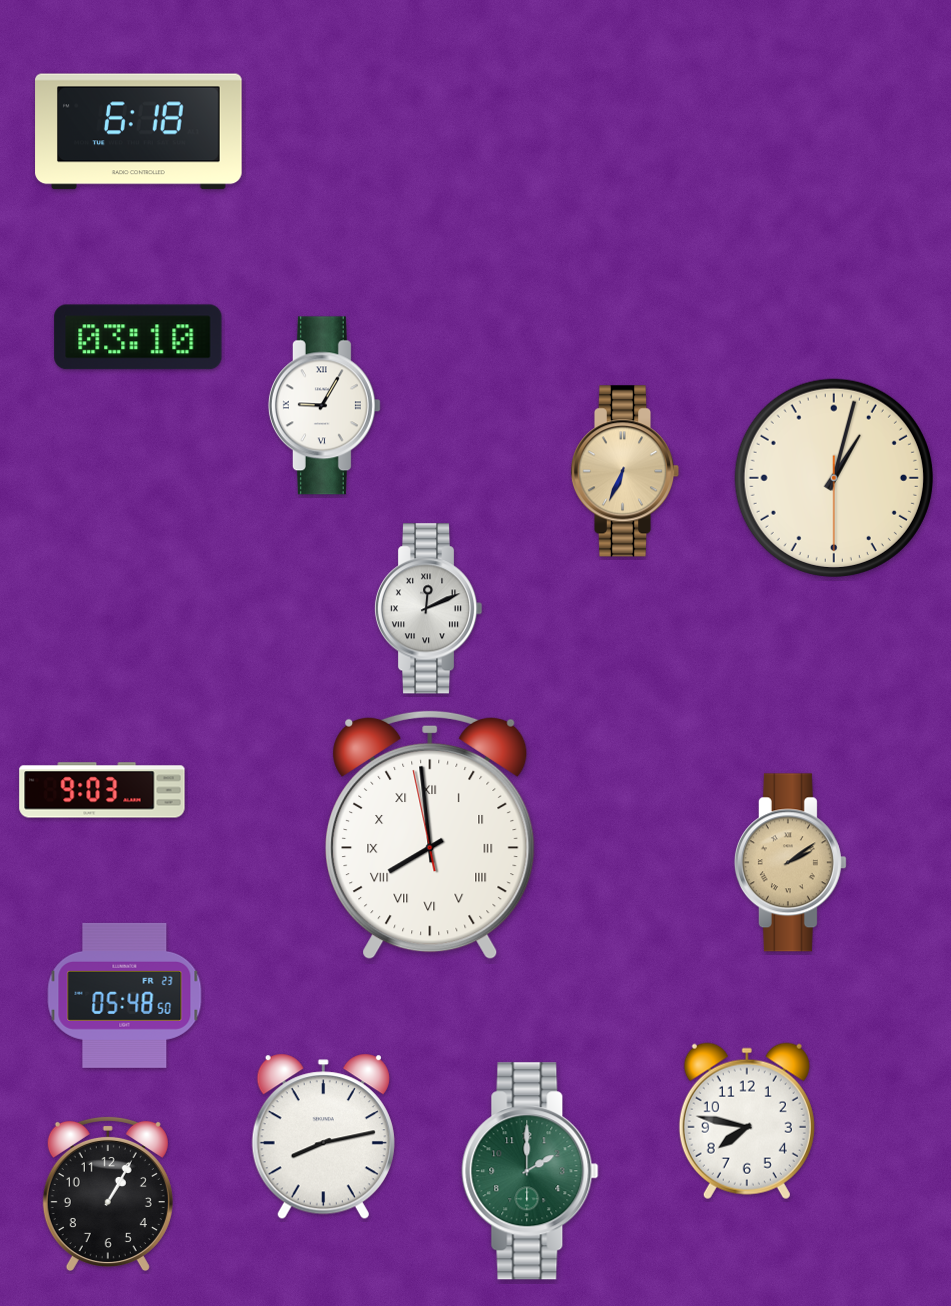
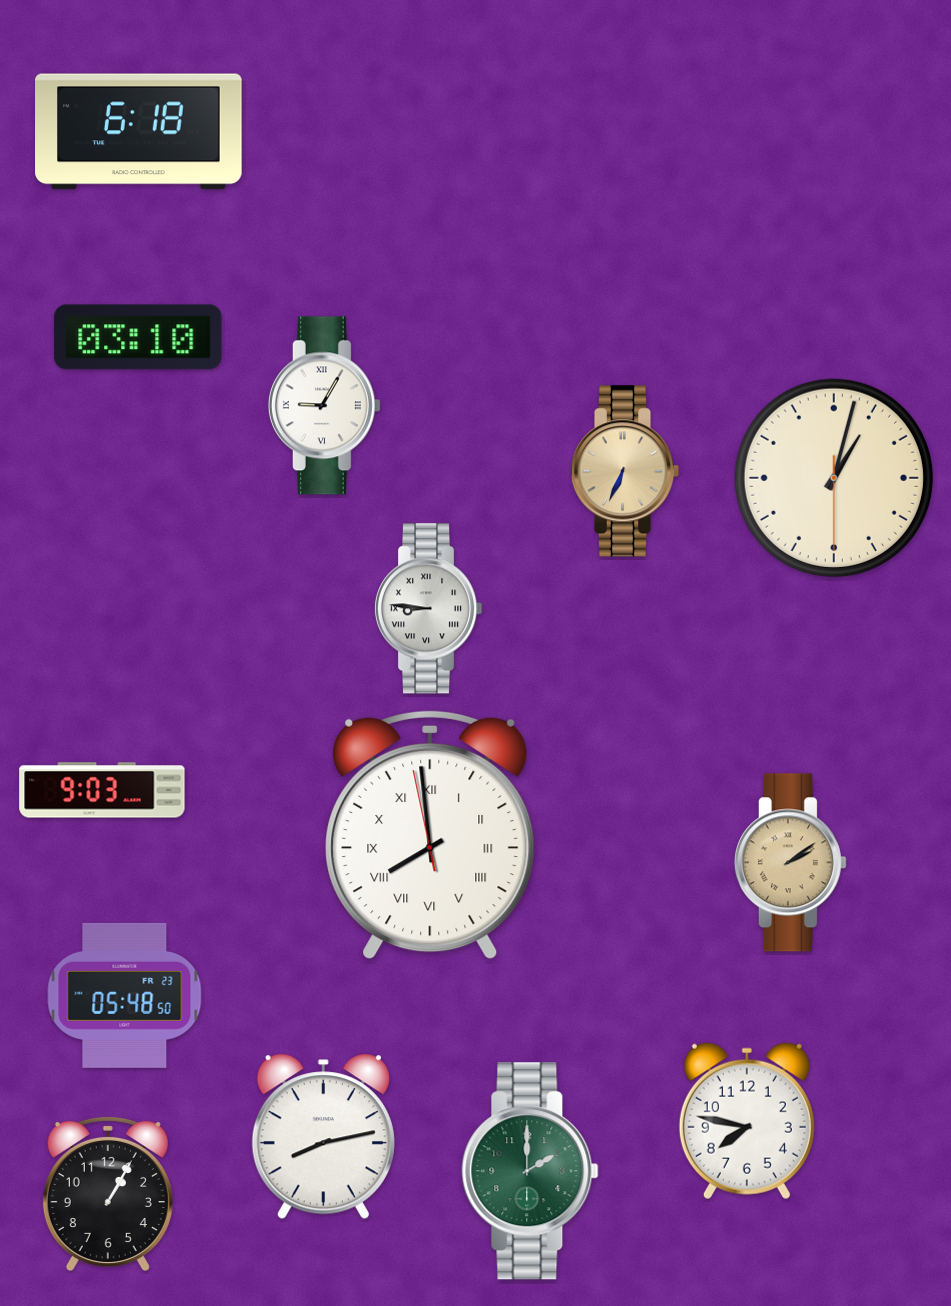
clock at (428, 609): 12:11 -> 8:46
